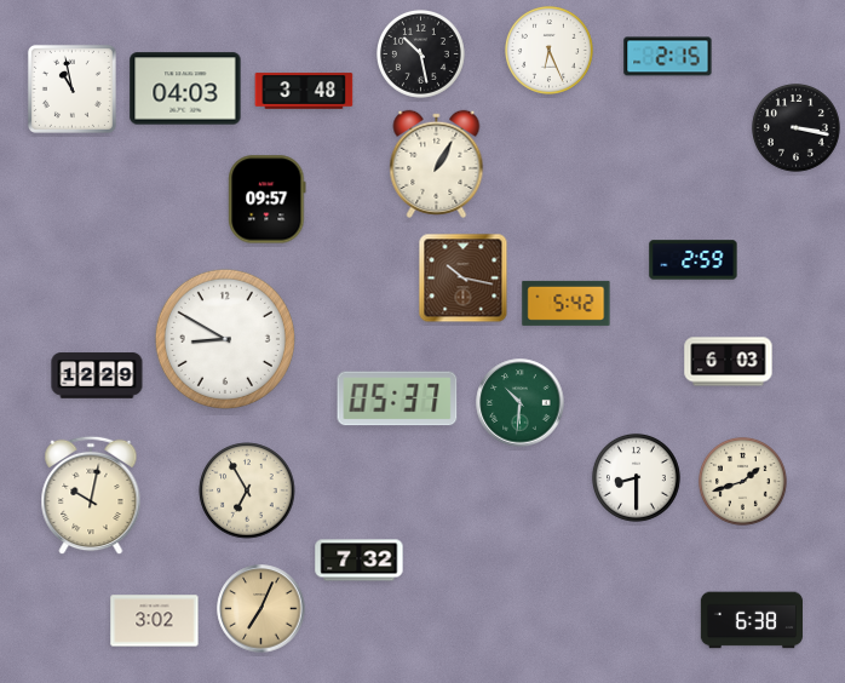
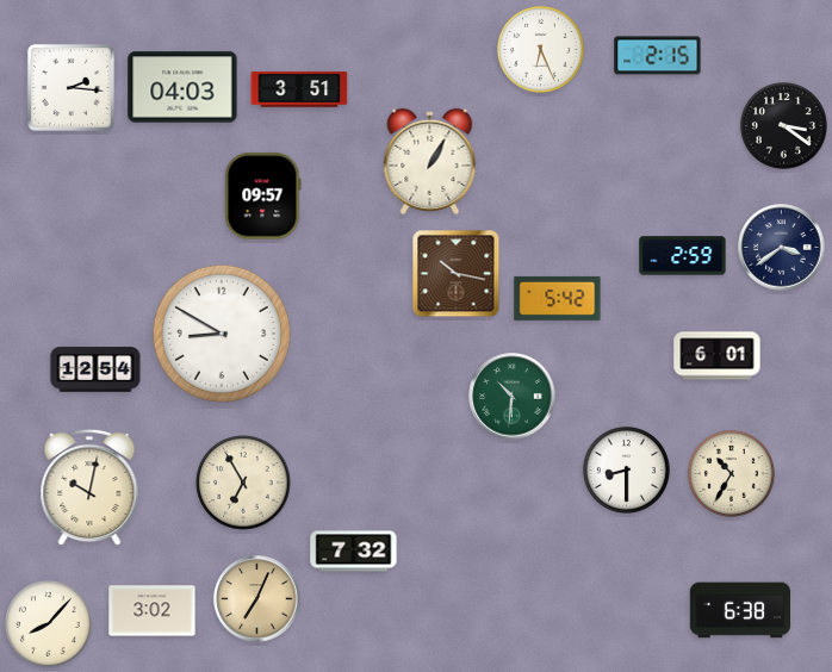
clock at (420, 53): 10:28 -> none
clock at (71, 88): 10:58 -> 2:16
clock at (304, 91): 3:48 -> 3:51
clock at (795, 127): 3:17 -> 3:21
clock at (782, 248): none -> 3:39
clock at (729, 362): 6:03 -> 6:01
clock at (97, 375): 12:29 -> 12:54
clock at (397, 398): 05:37 -> none
clock at (742, 481): 1:42 -> 10:35
clock at (48, 623): none -> 8:07
